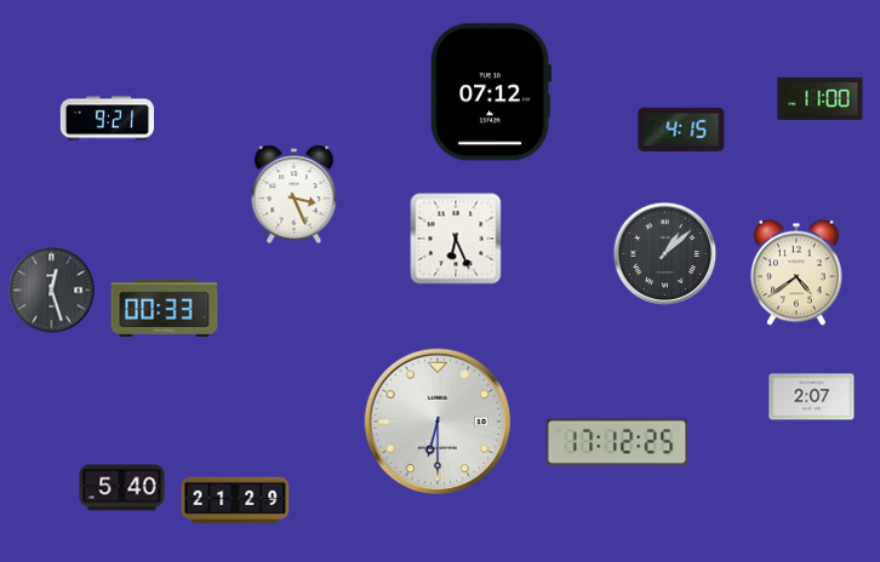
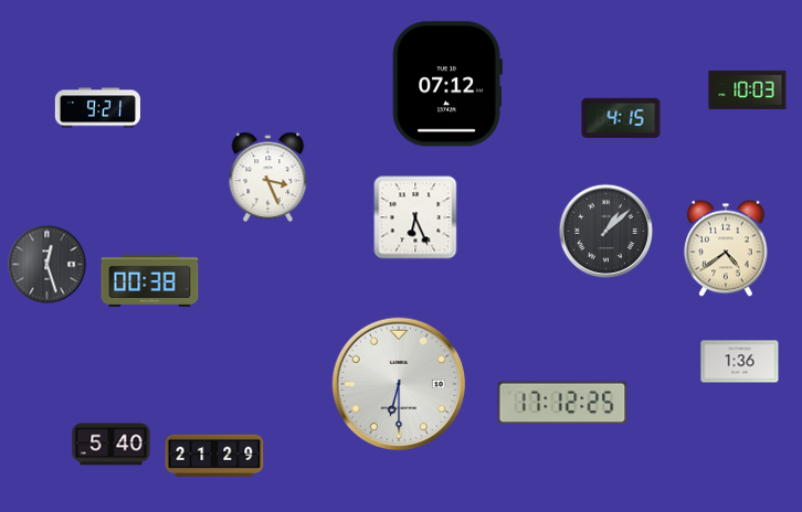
clock at (821, 98): 11:00 -> 10:03
clock at (165, 308): 00:33 -> 00:38
clock at (812, 397): 2:07 -> 1:36
